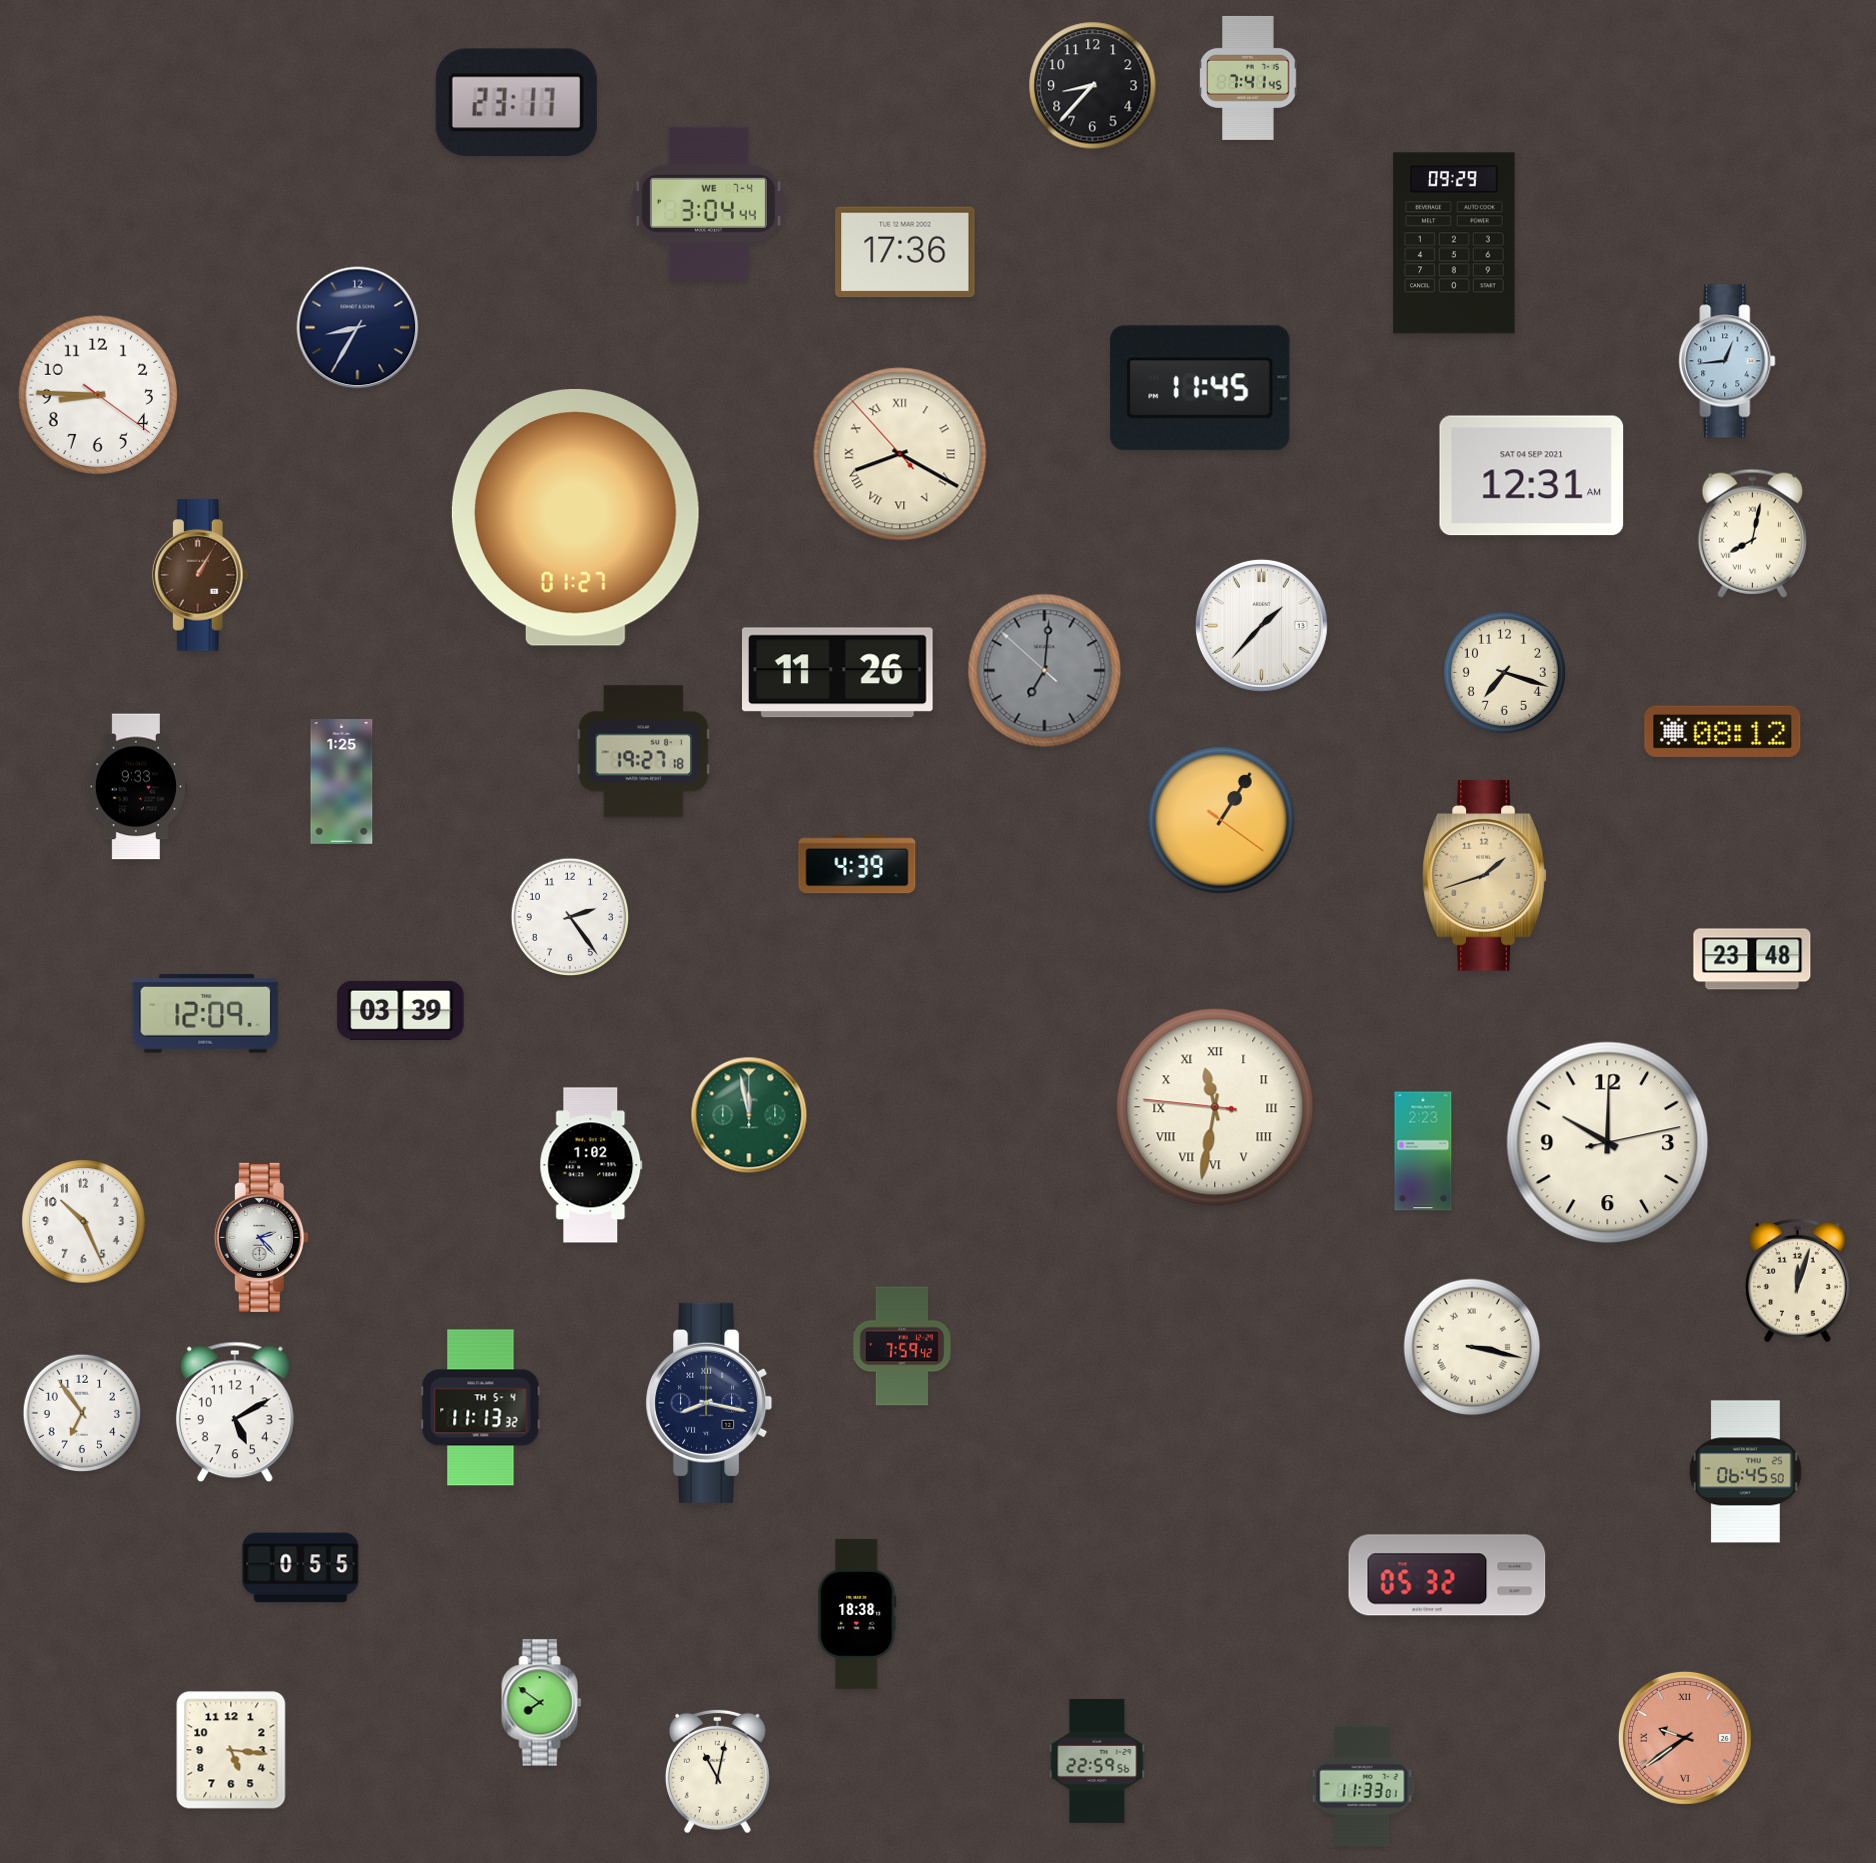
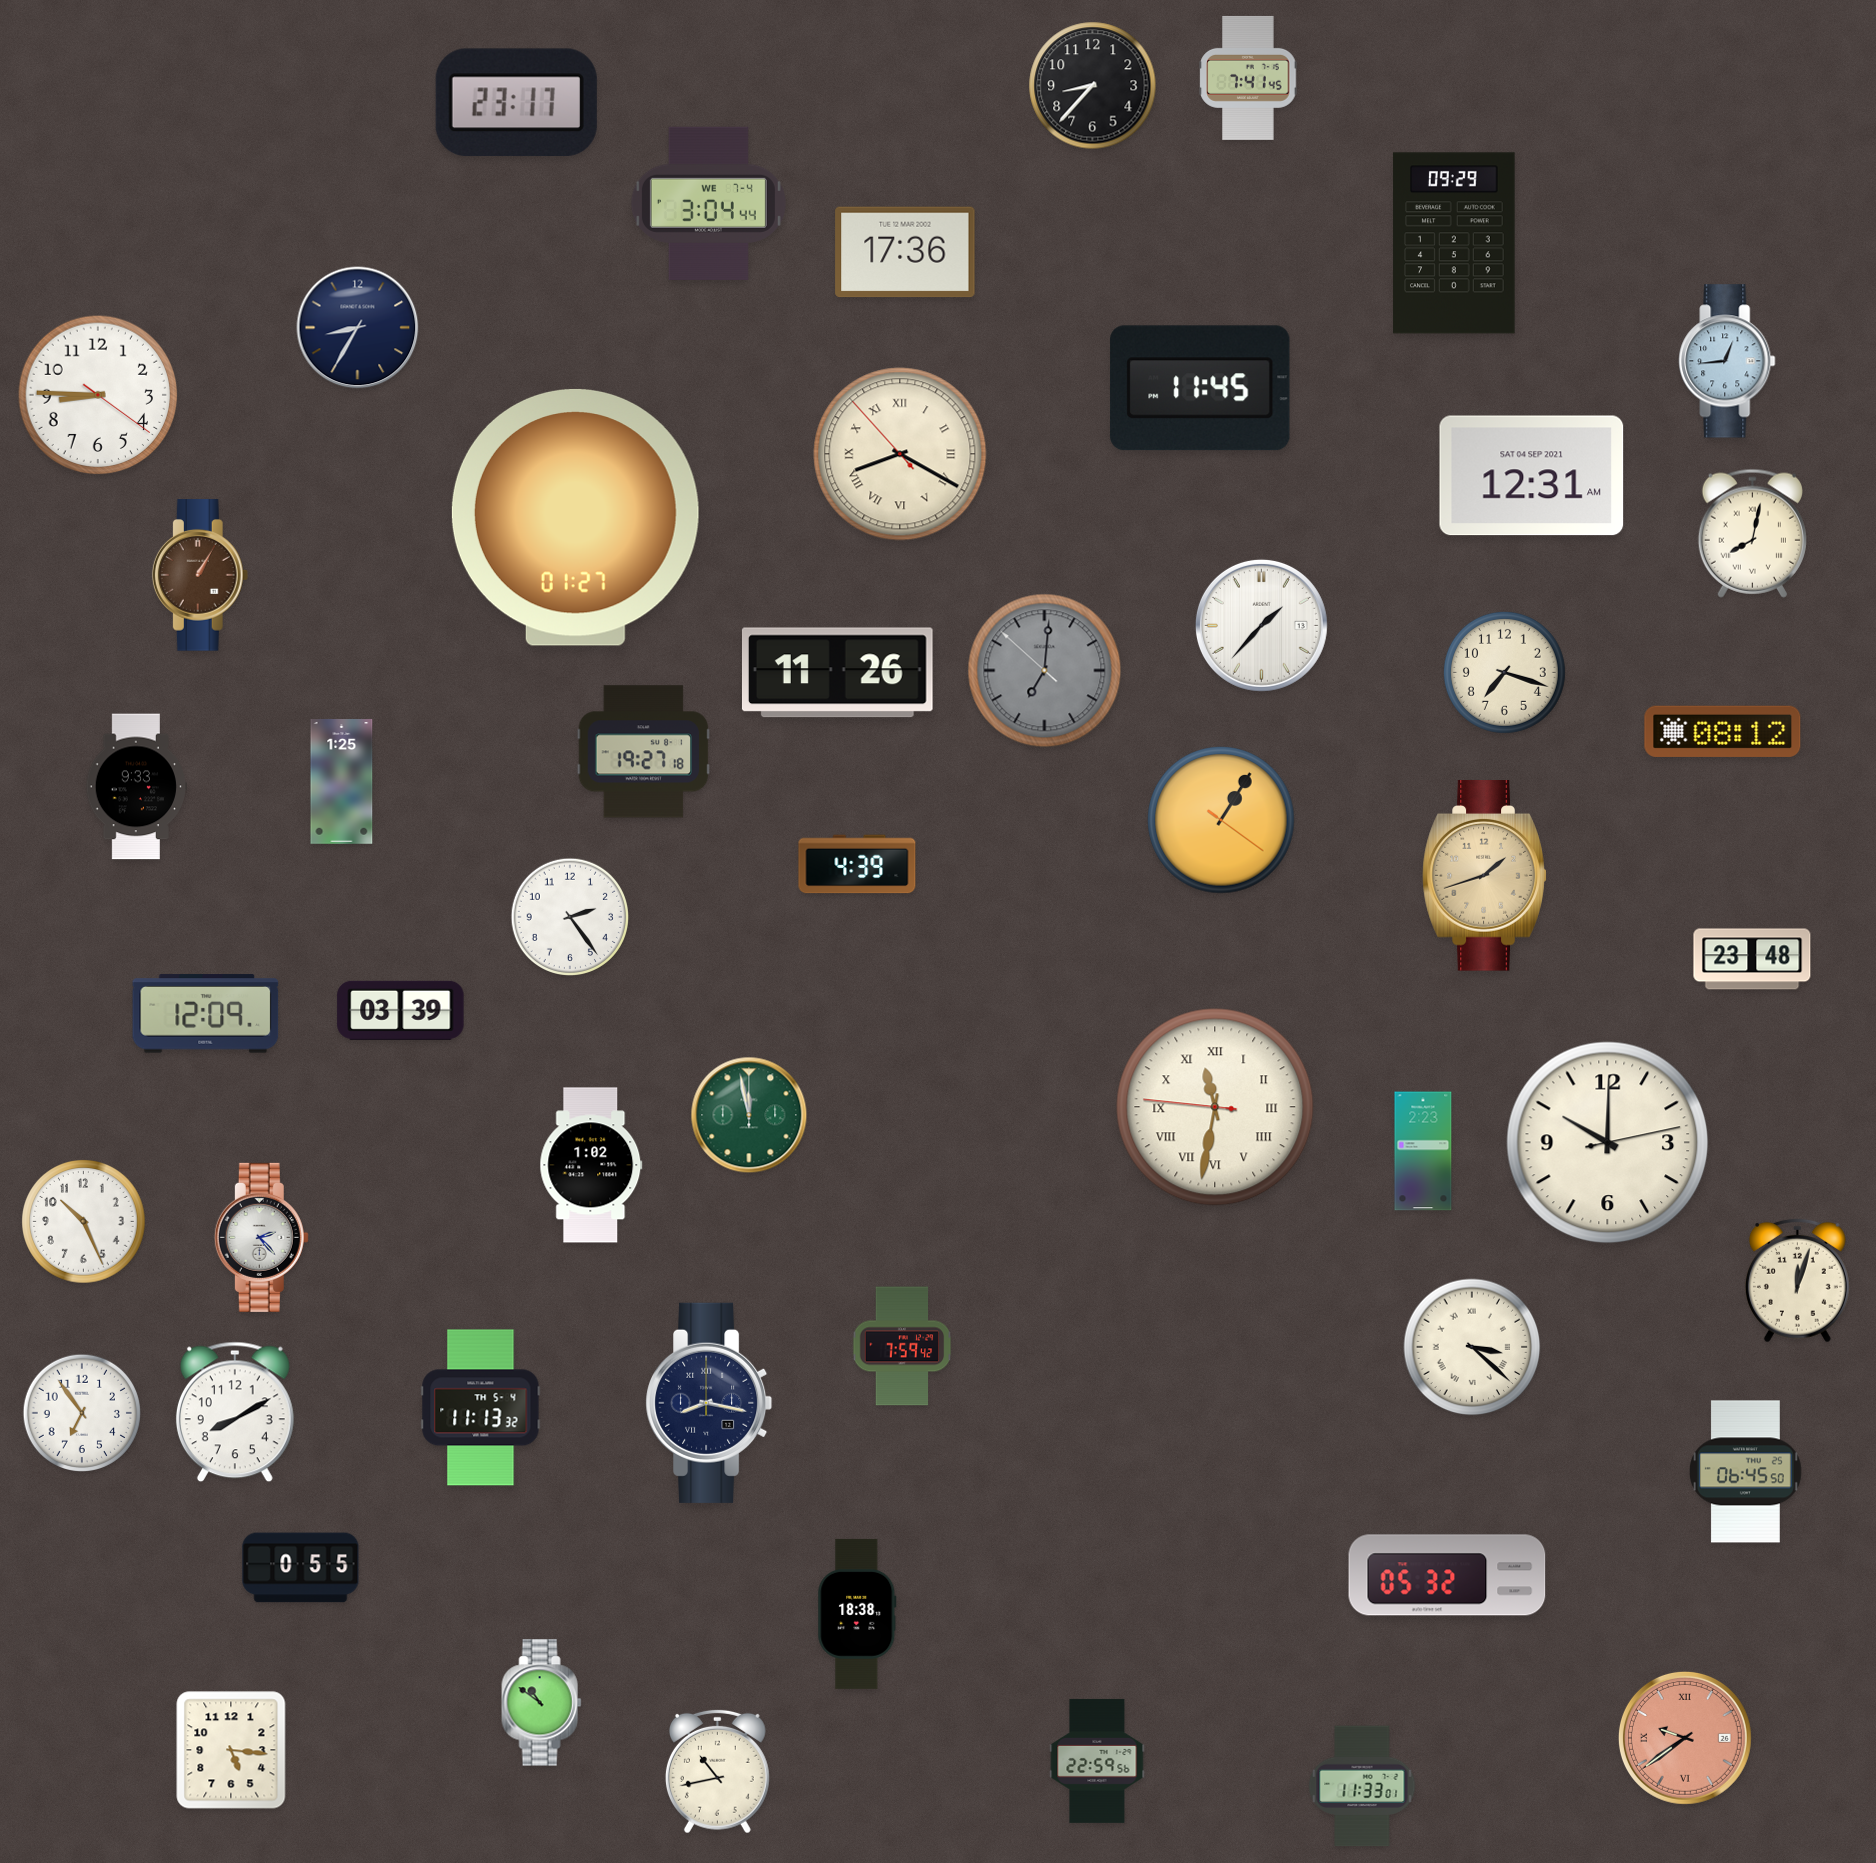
clock at (1472, 1347): 3:17 -> 3:22
clock at (235, 1412): 5:10 -> 8:10
clock at (542, 1703): 7:51 -> 10:51
clock at (717, 1771): 11:02 -> 10:43
